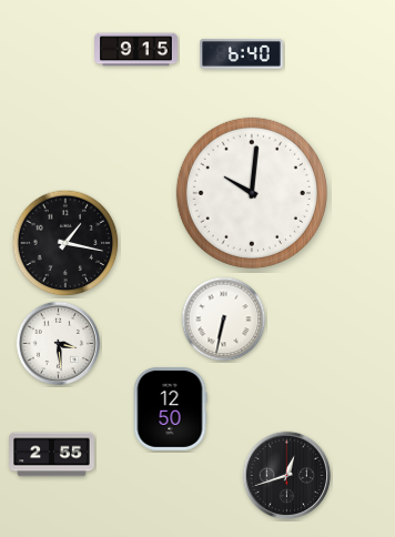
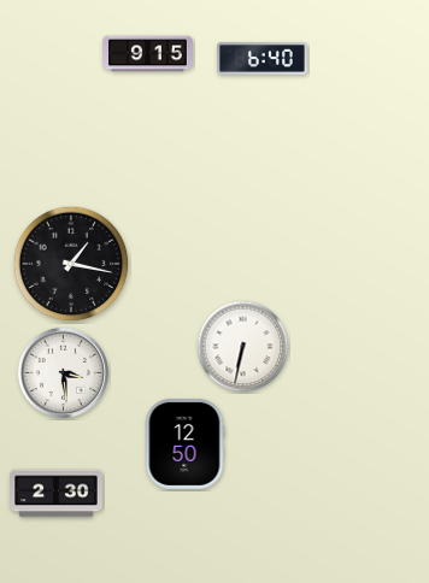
clock at (252, 193): 10:01 -> none
clock at (52, 455): 2:55 -> 2:30
clock at (287, 476): 12:42 -> none
